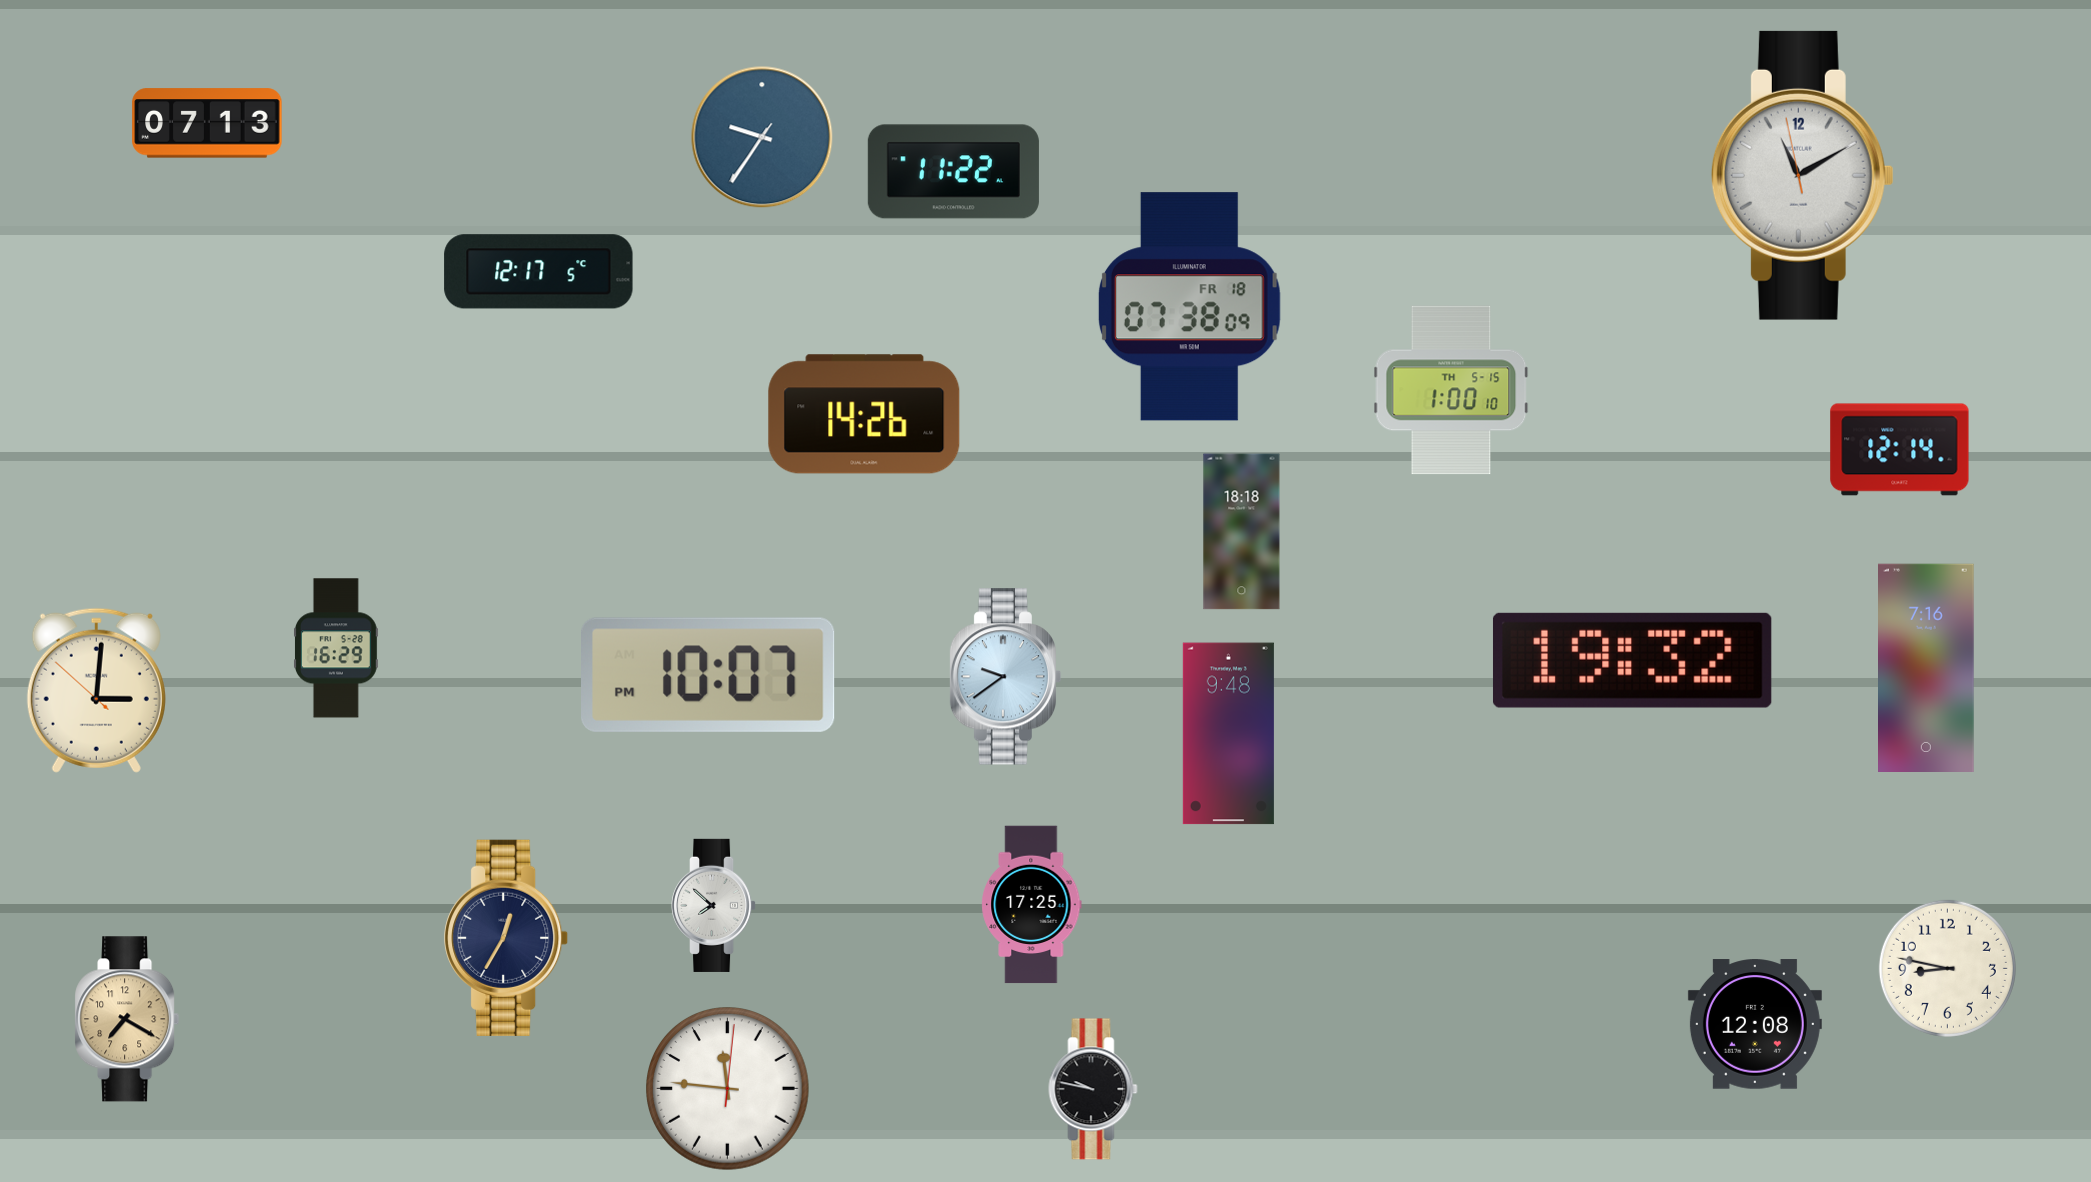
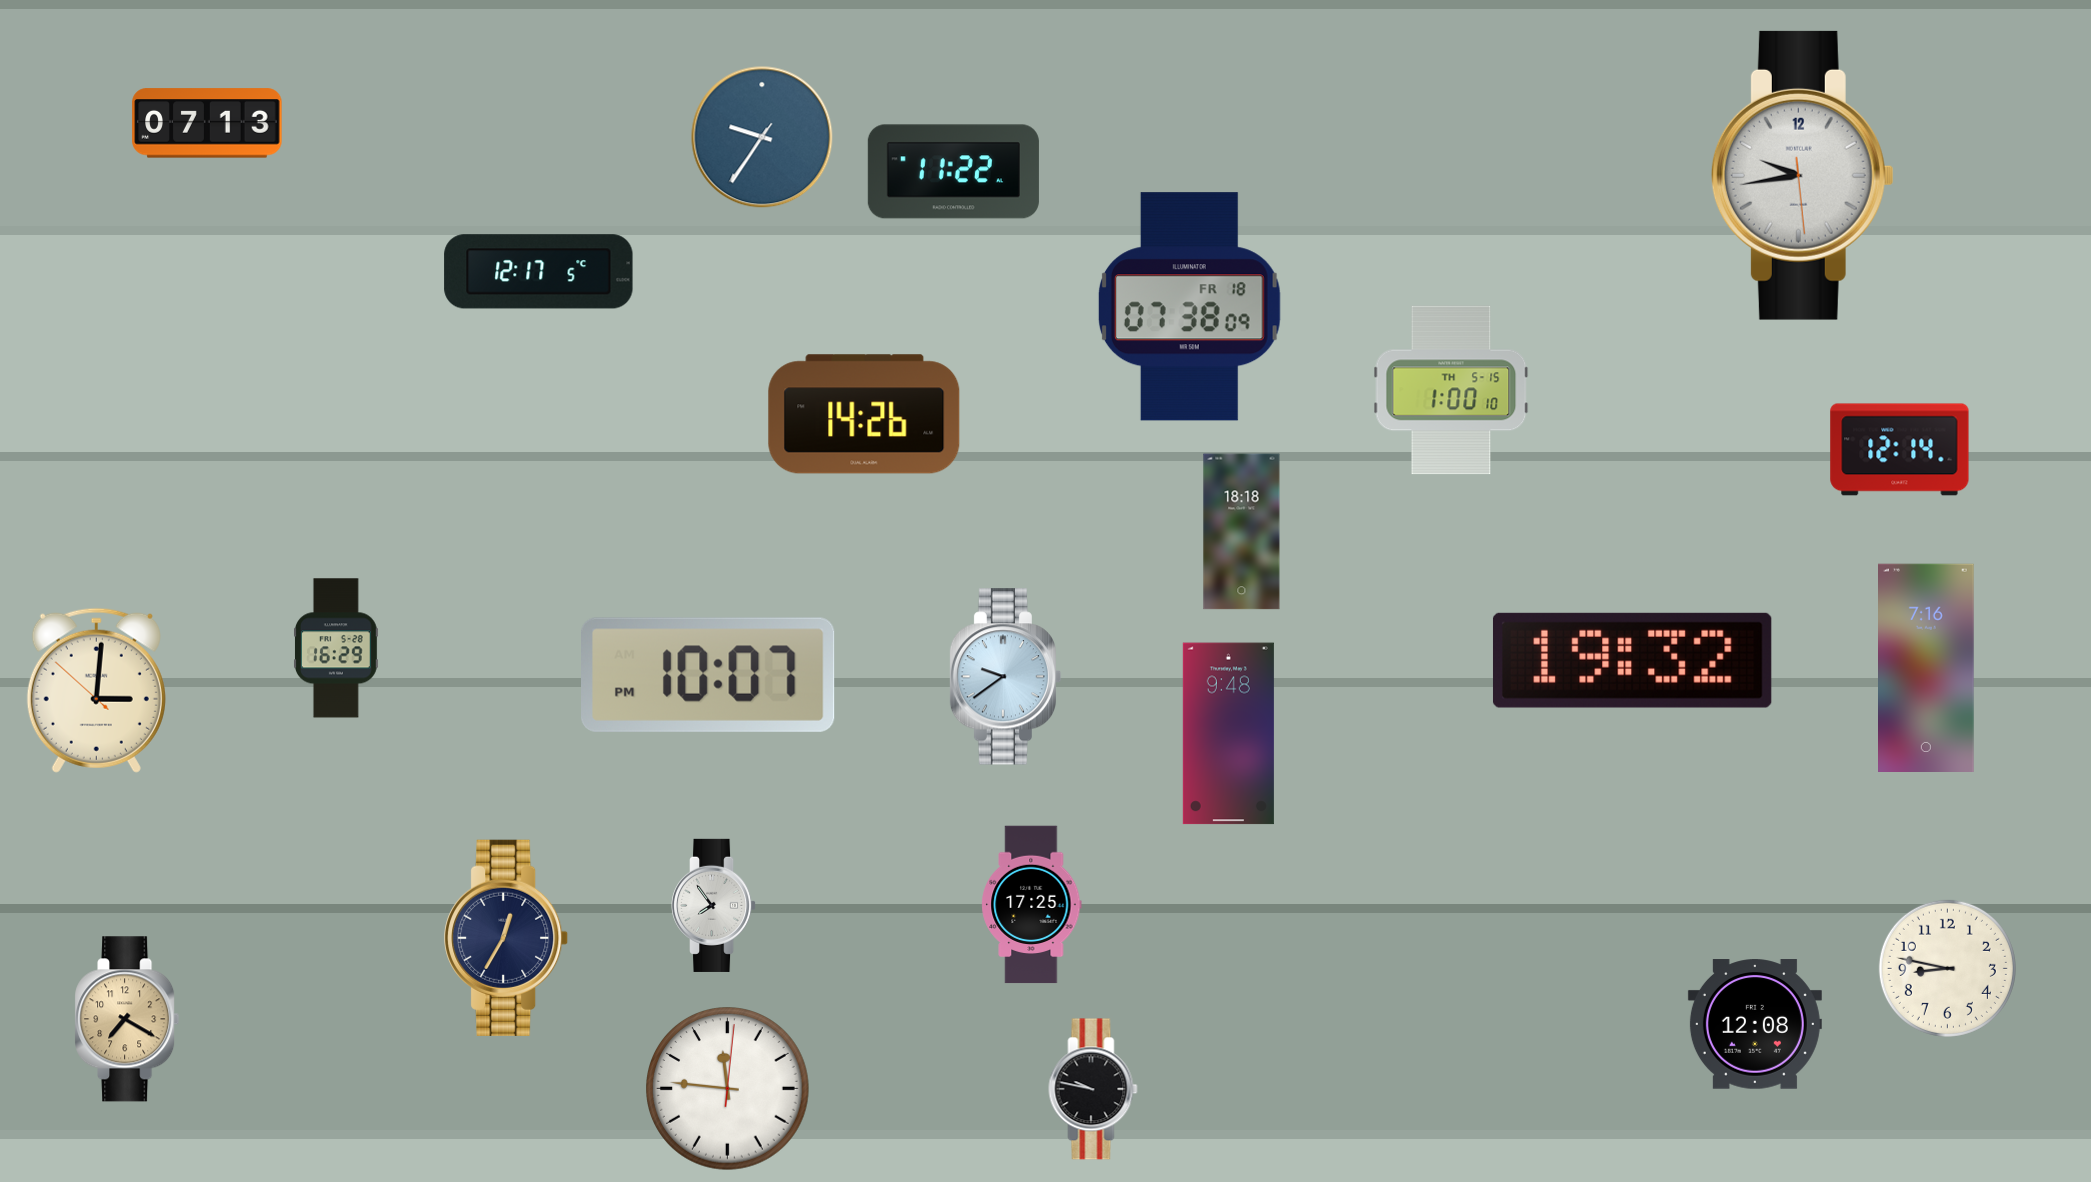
clock at (1802, 175): 11:09 -> 9:43
clock at (715, 905): 7:52 -> 7:54
